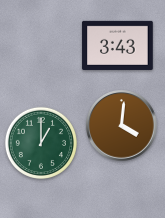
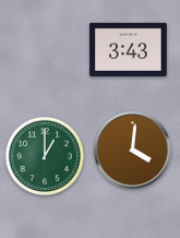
clock at (122, 126) position: (122, 126) -> (133, 151)
